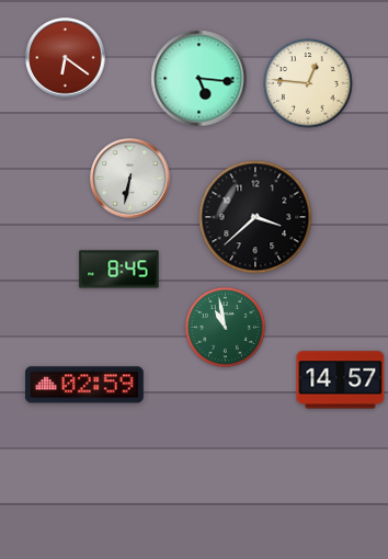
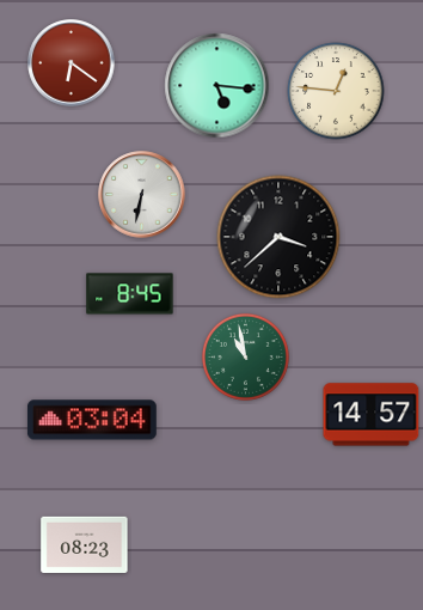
clock at (84, 385): 02:59 -> 03:04
clock at (85, 544): none -> 08:23
